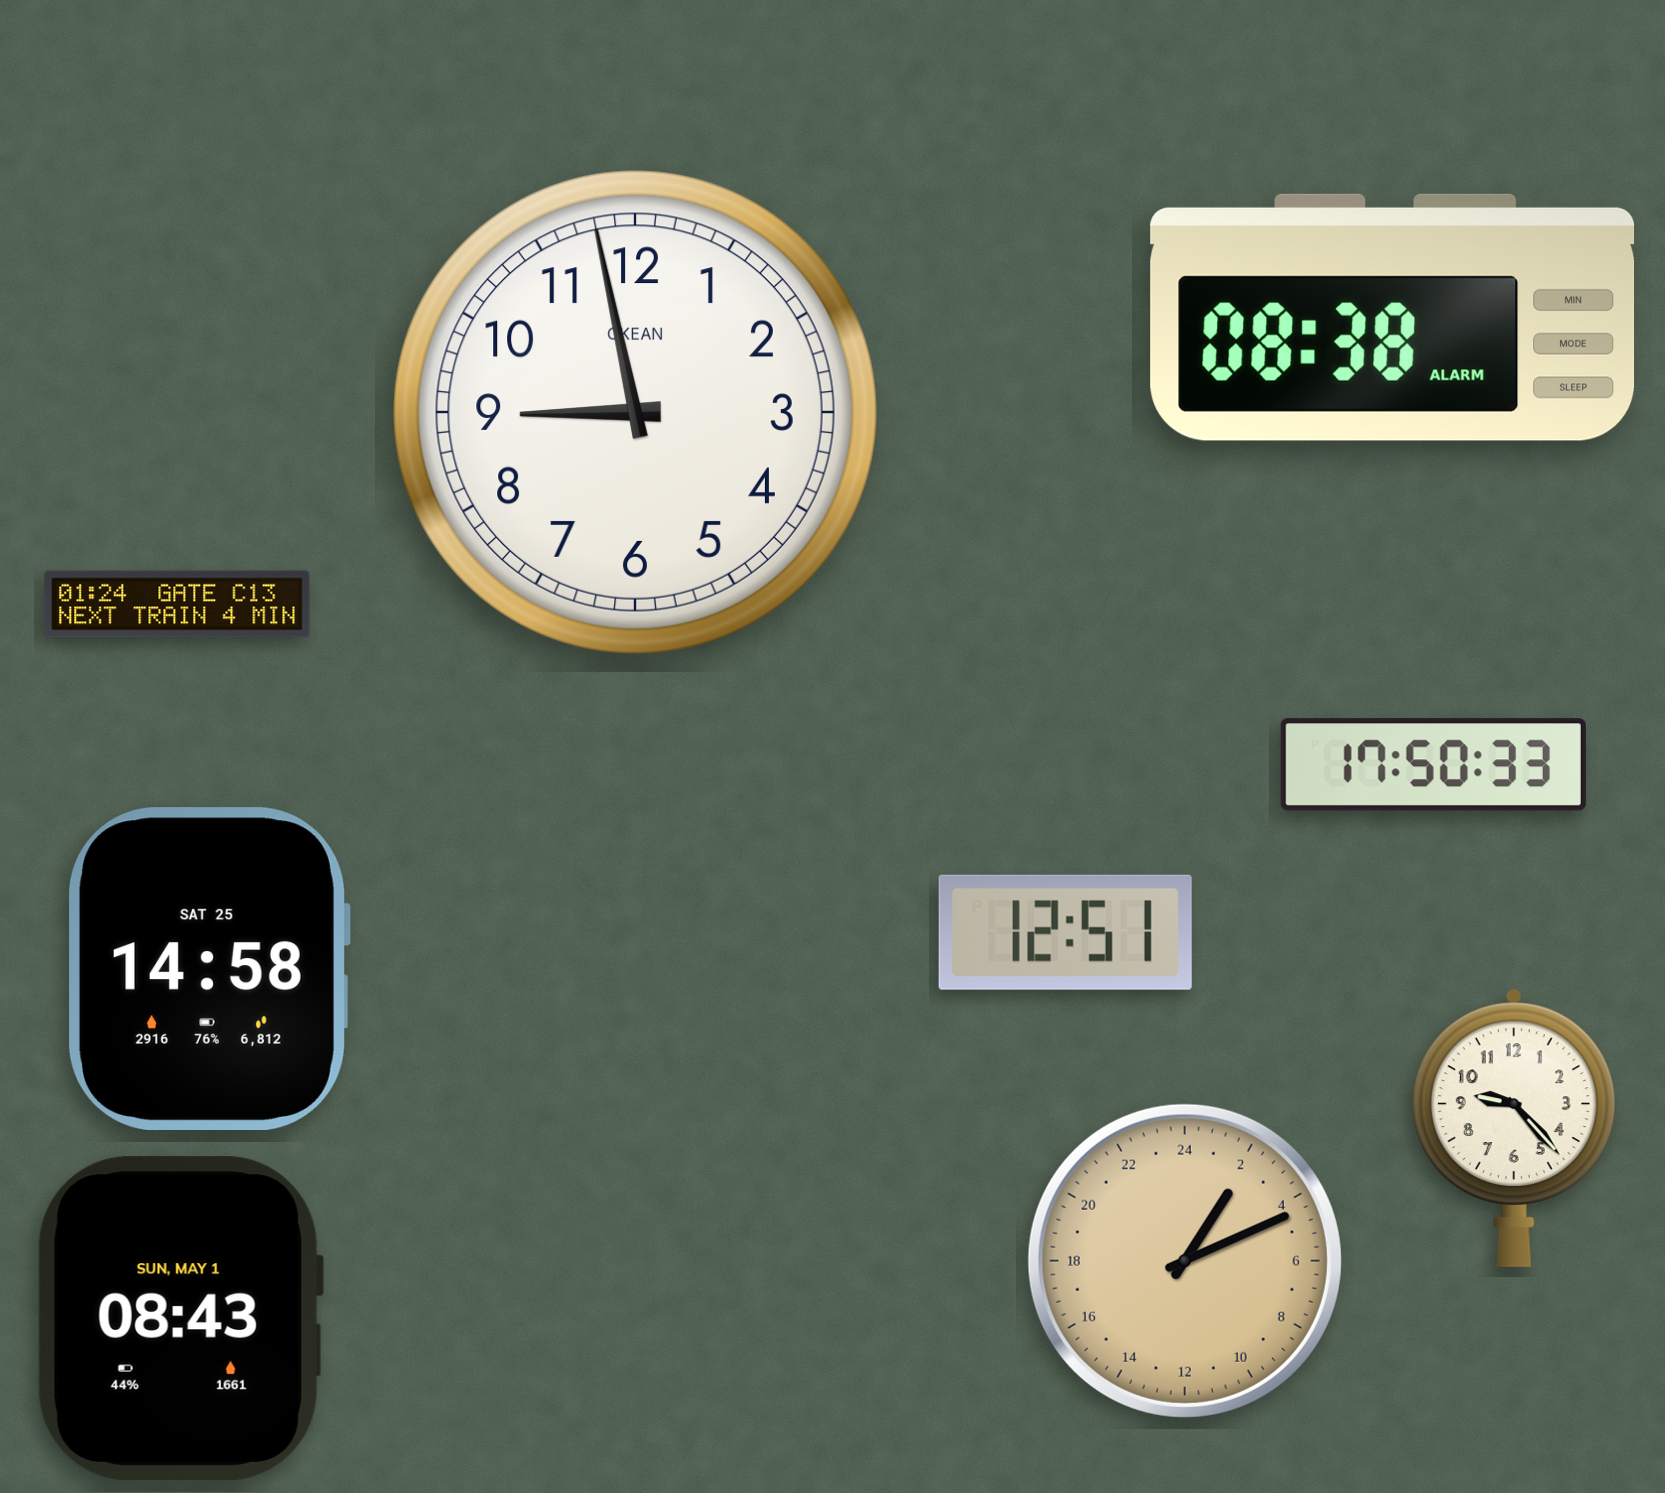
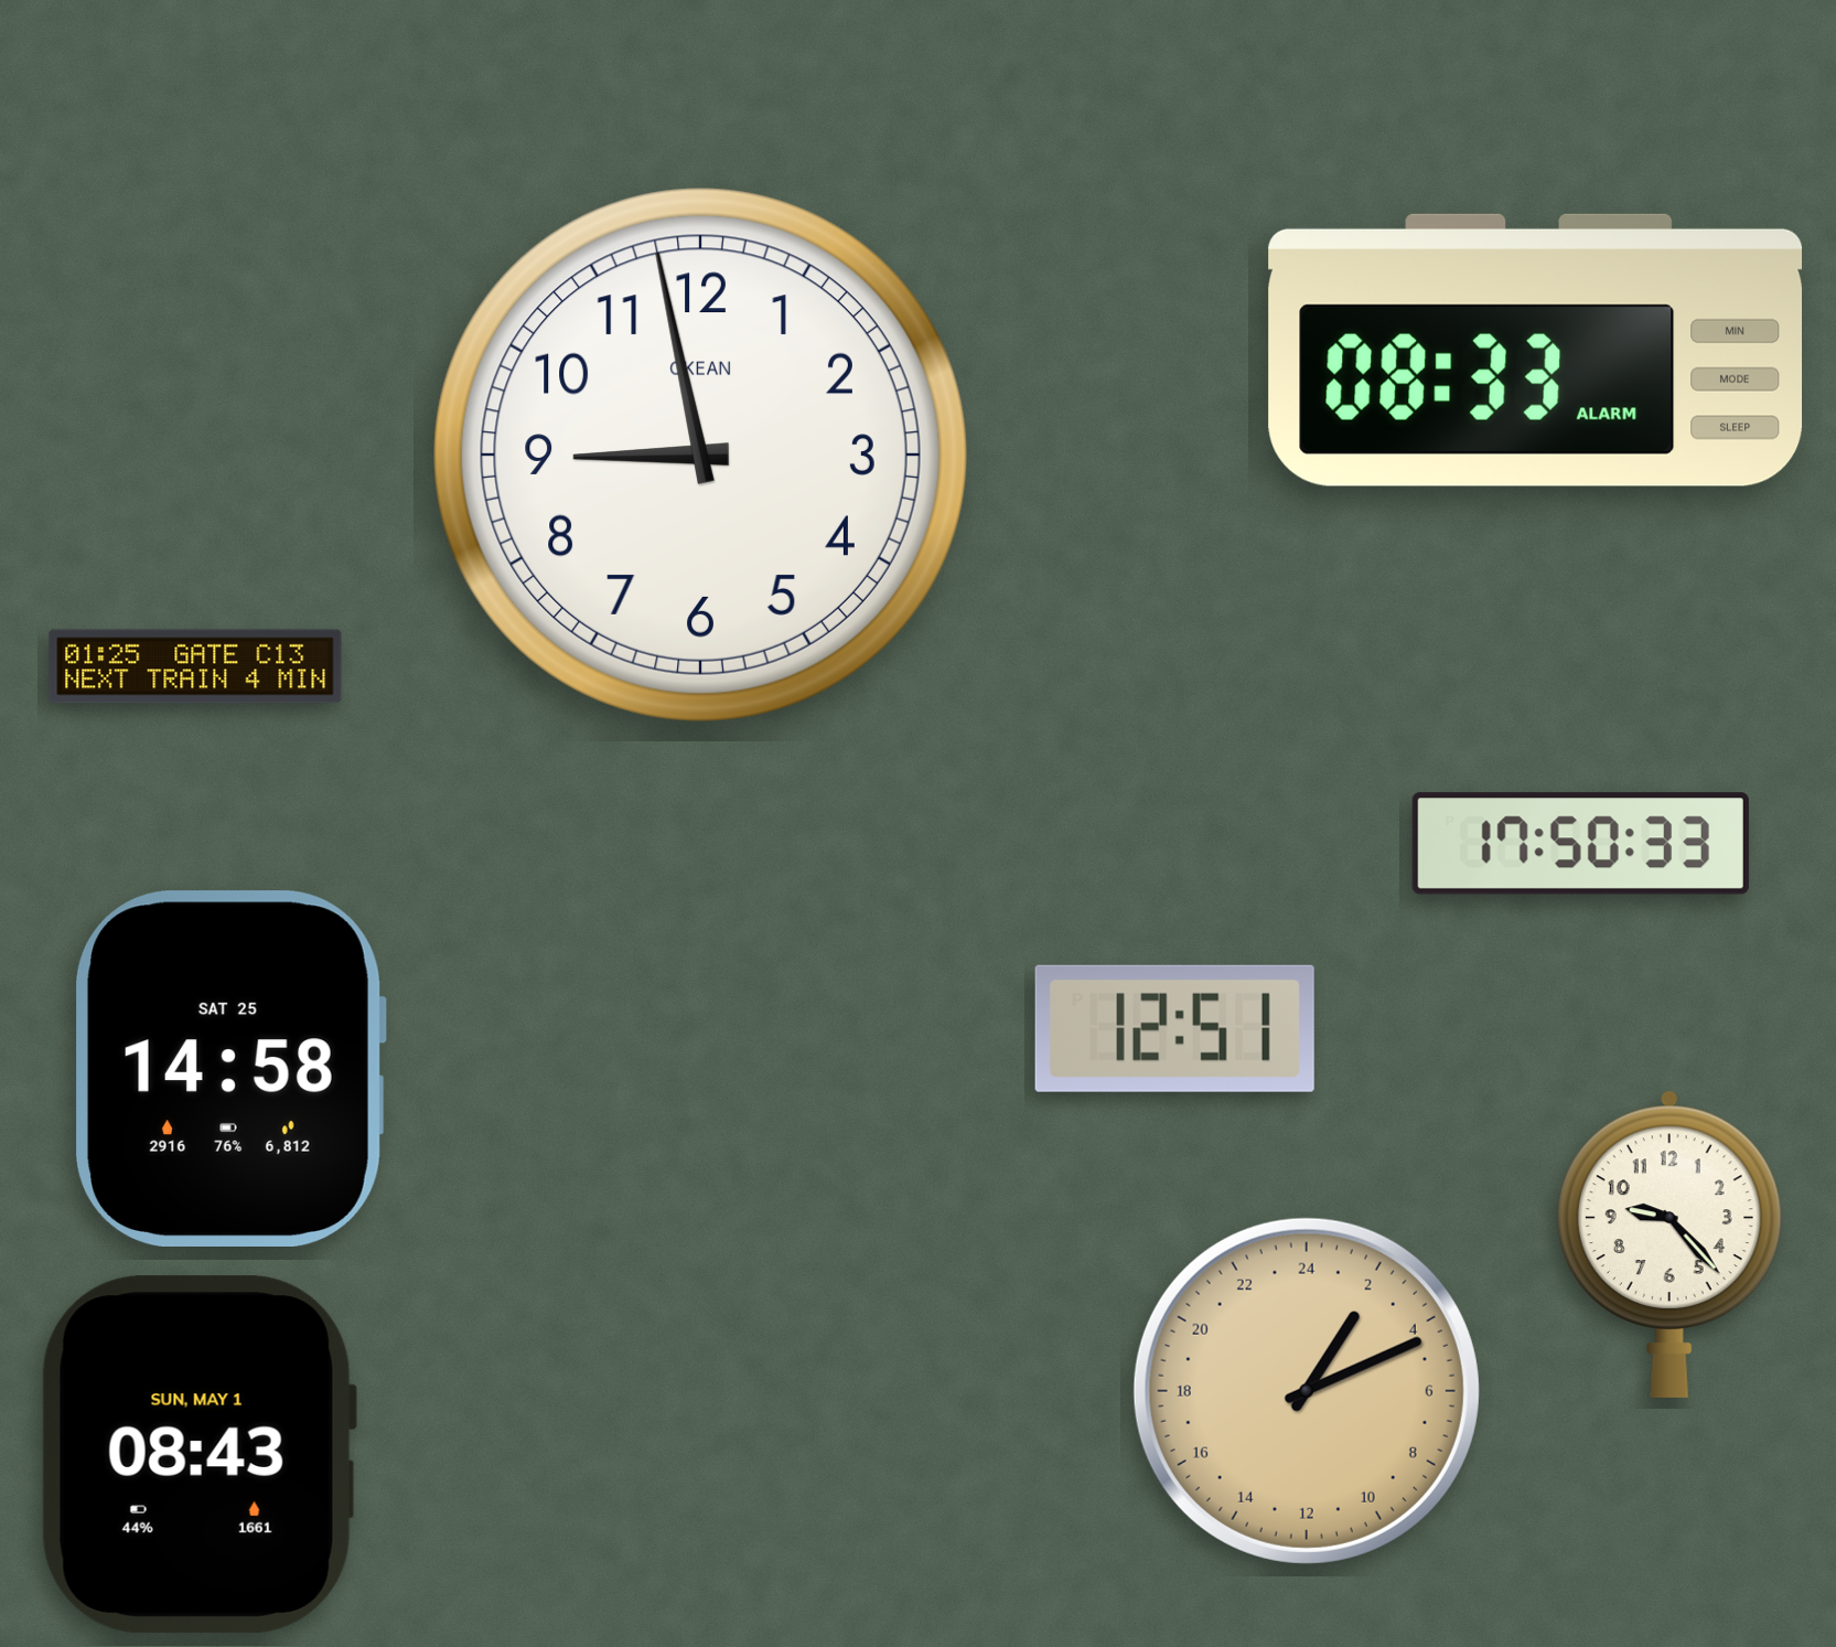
clock at (1393, 317): 08:38 -> 08:33
clock at (177, 604): 01:24 -> 01:25
